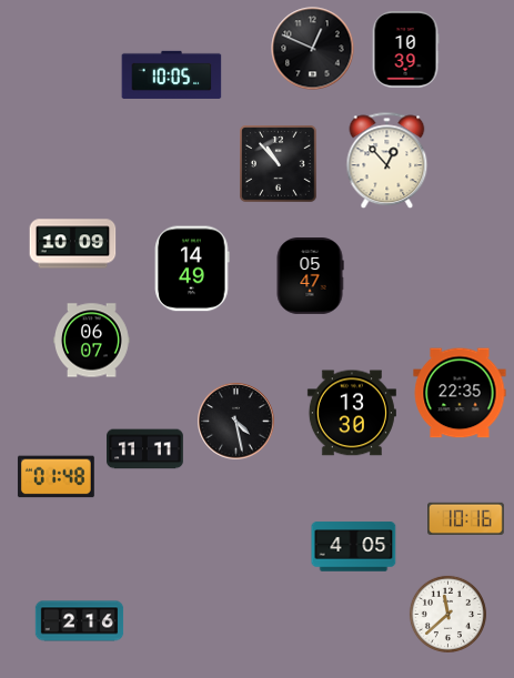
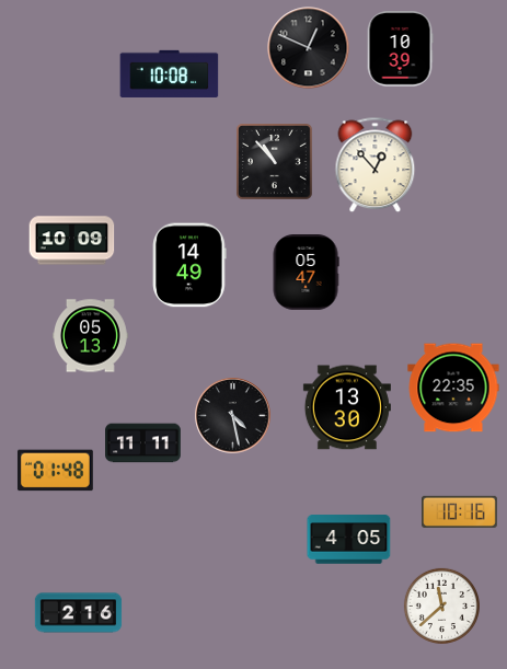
clock at (172, 74): 10:05 -> 10:08
clock at (387, 161) position: (387, 161) -> (376, 165)
clock at (92, 341): 06:07 -> 05:13
